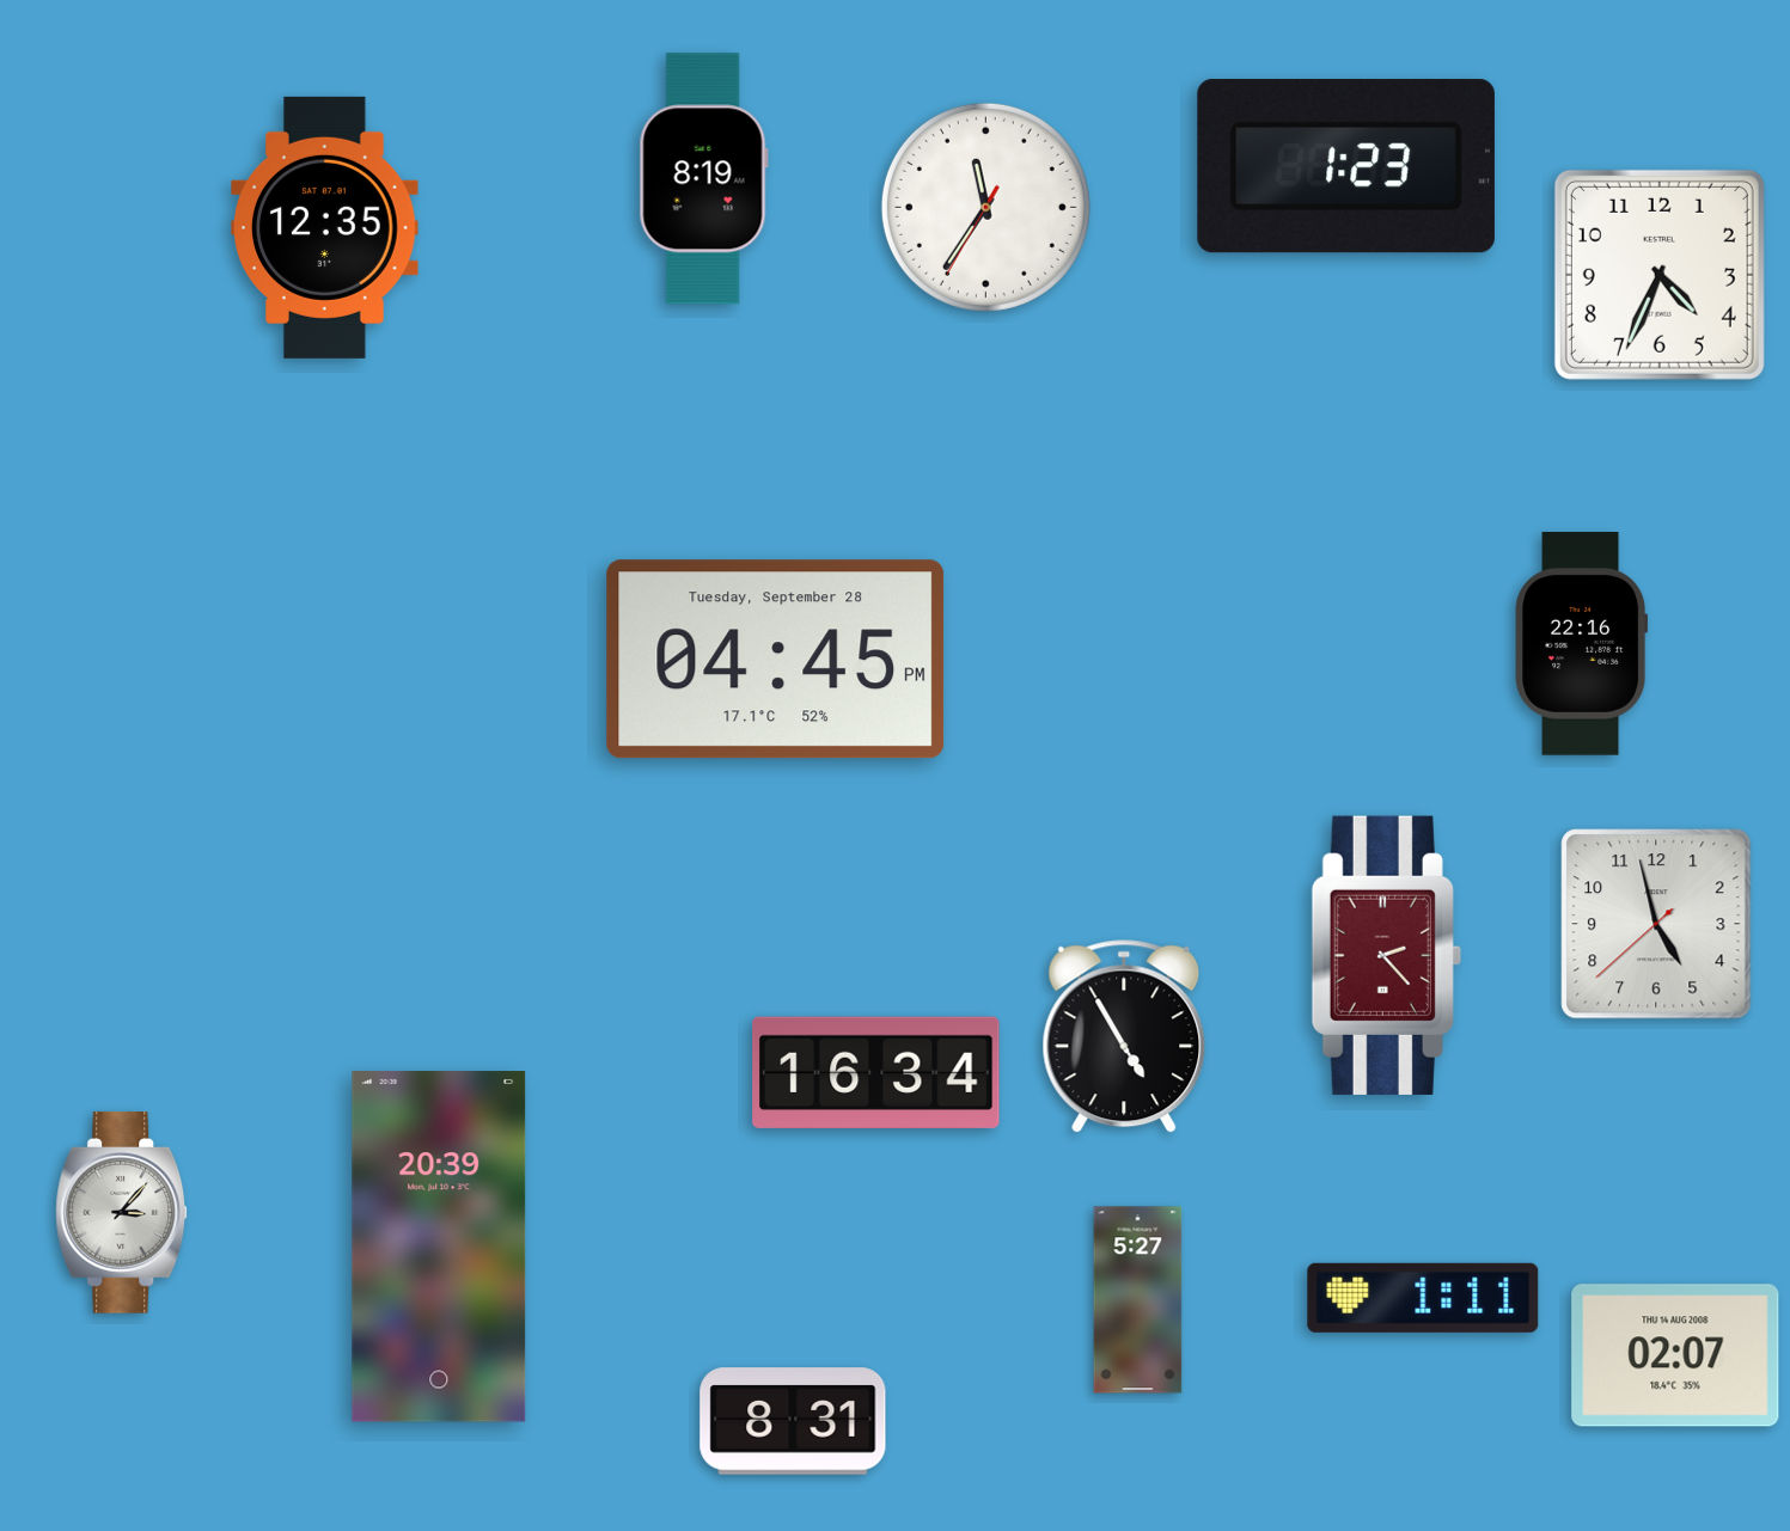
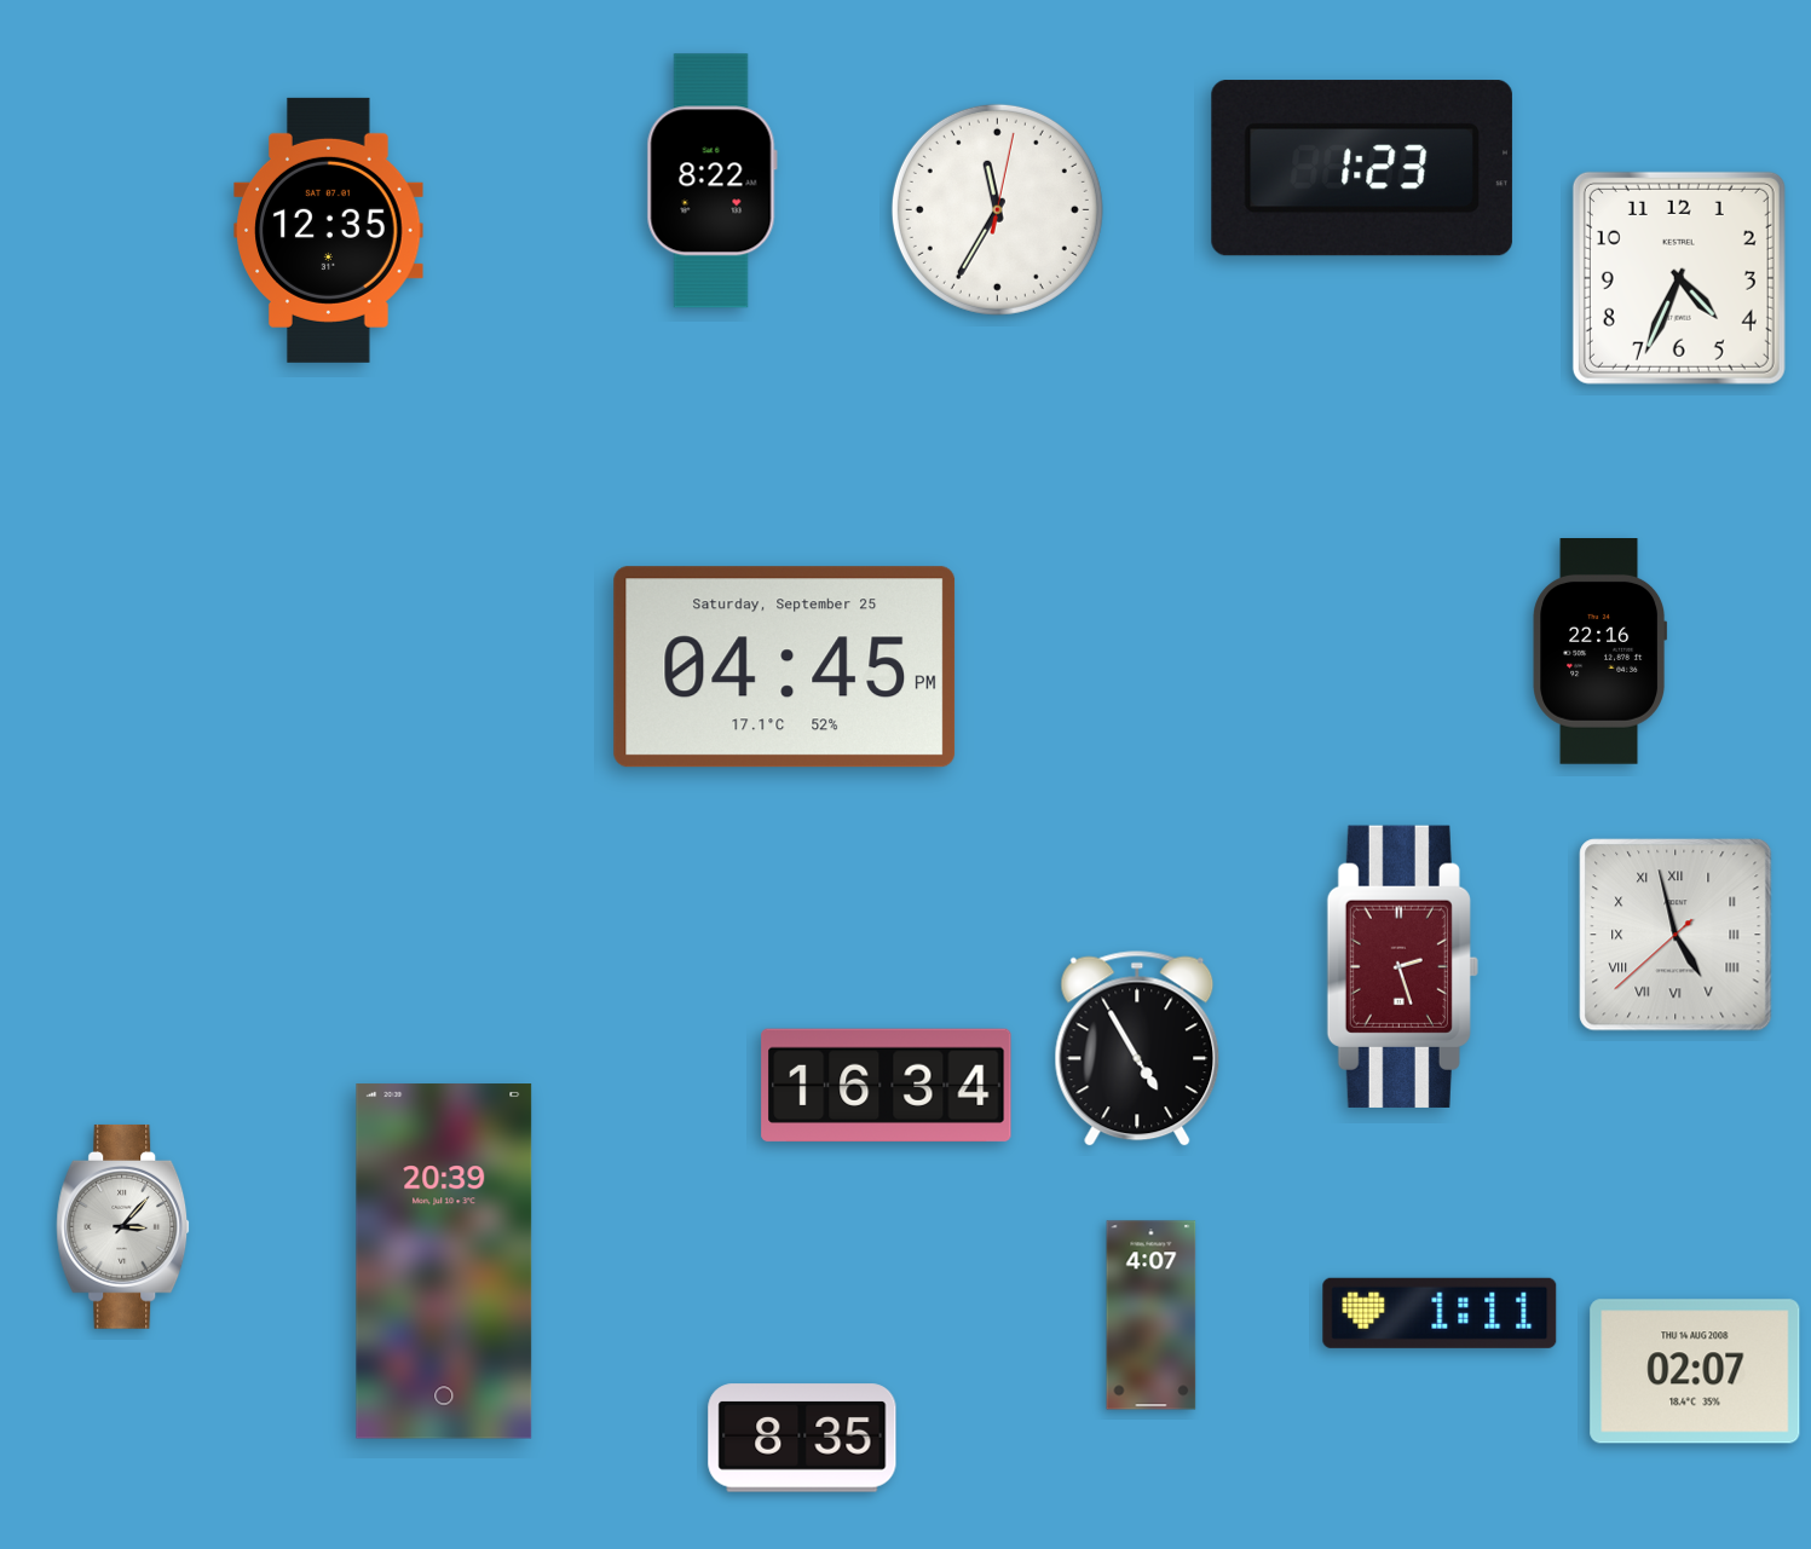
clock at (703, 179): 8:19 -> 8:22
clock at (985, 207): 11:35:35 -> 11:35:02
clock at (776, 660) date: Tuesday, September 28 -> Saturday, September 25
clock at (1656, 924) numerals: Arabic -> Roman
clock at (1386, 955): 2:23 -> 2:27
clock at (1138, 1300): 5:27 -> 4:07
clock at (793, 1421): 8:31 -> 8:35
